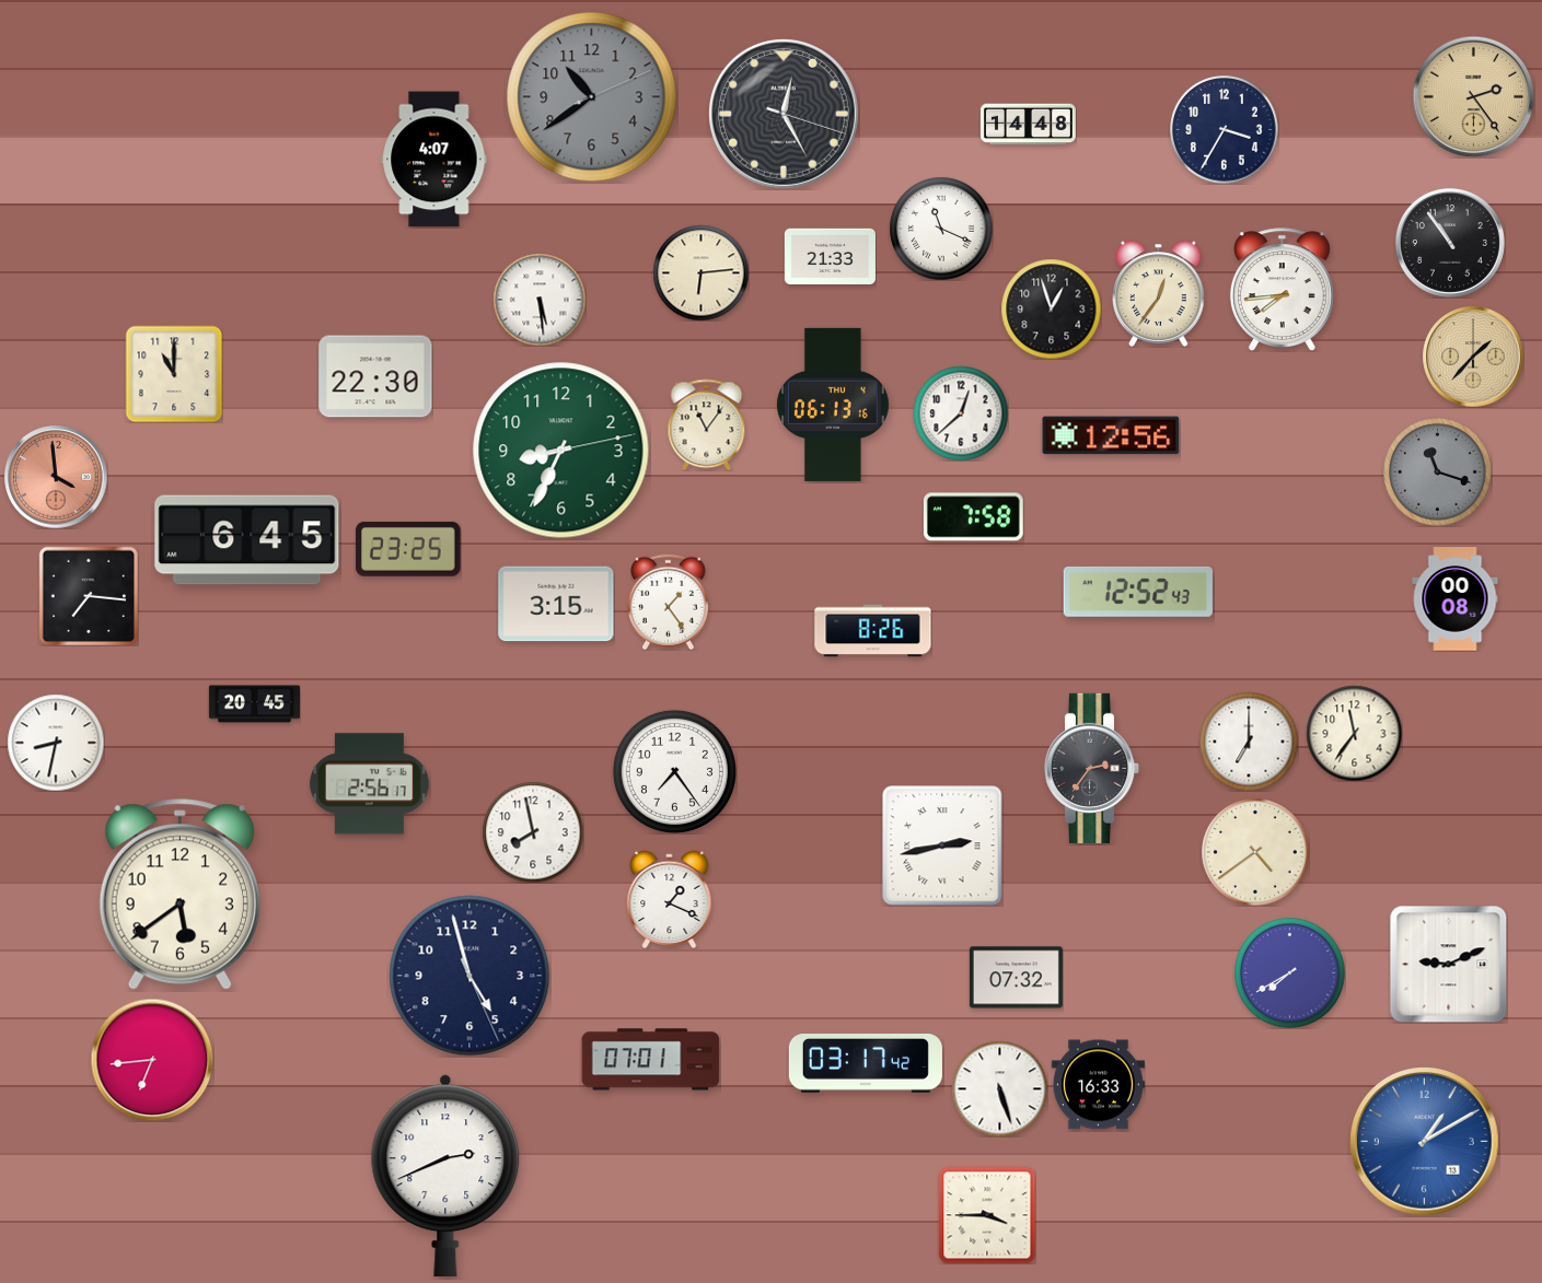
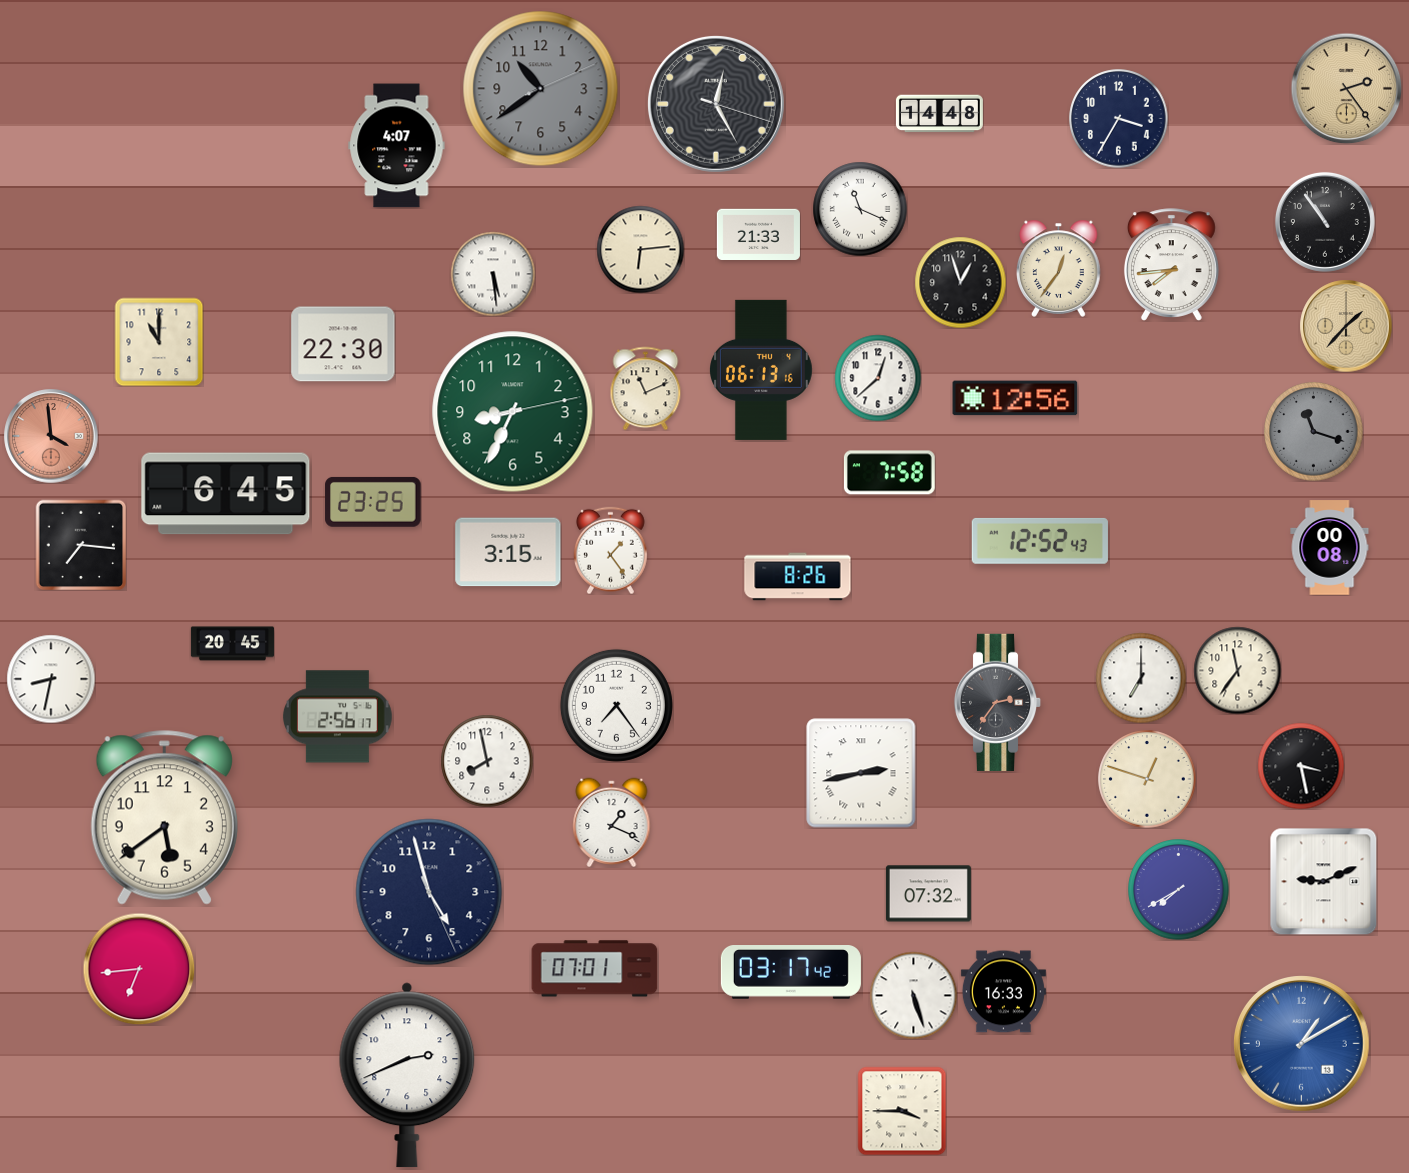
clock at (707, 424): 11:06 -> 11:11
clock at (1301, 766): none -> 3:28
clock at (1255, 852): 4:39 -> 12:48
